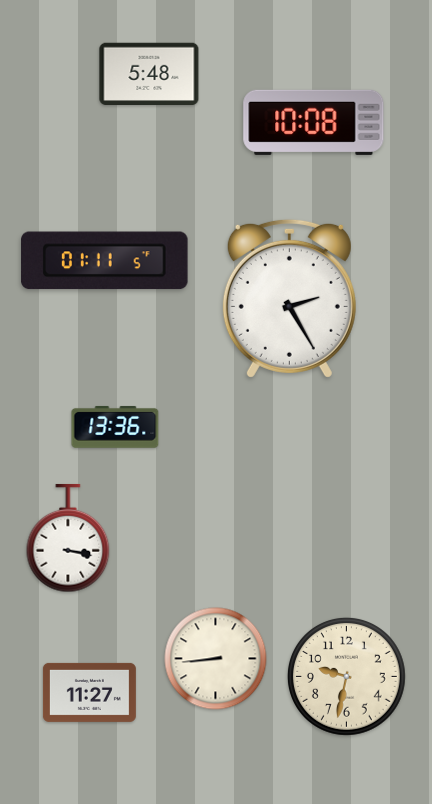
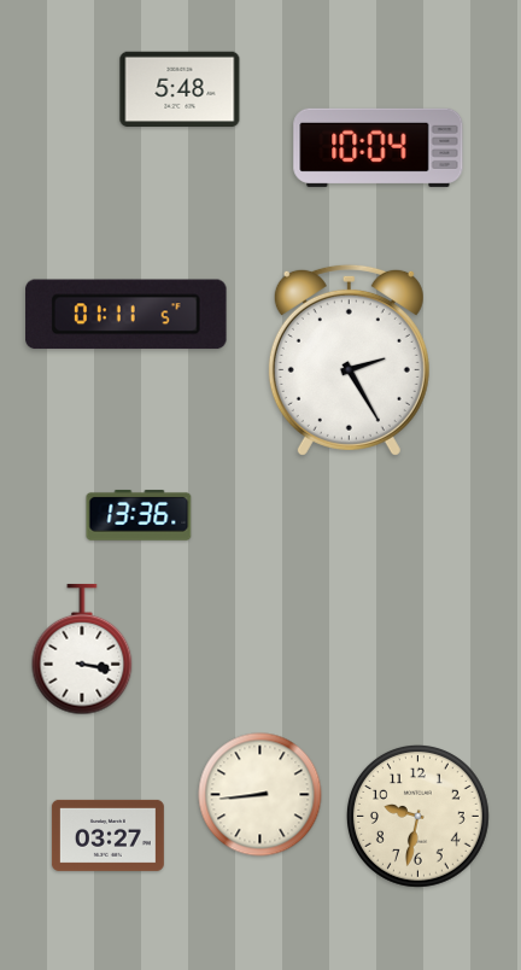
clock at (314, 122): 10:08 -> 10:04
clock at (89, 692): 11:27 -> 03:27
